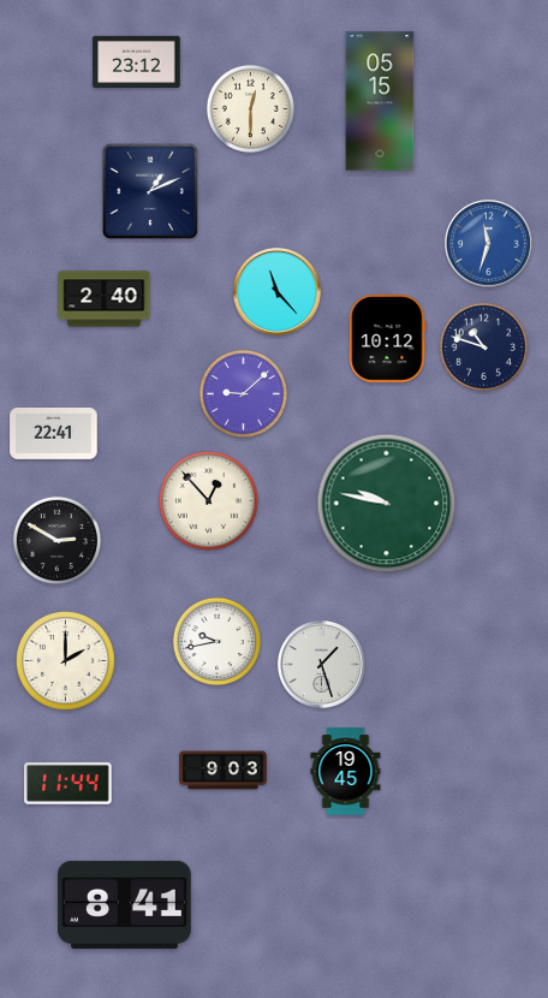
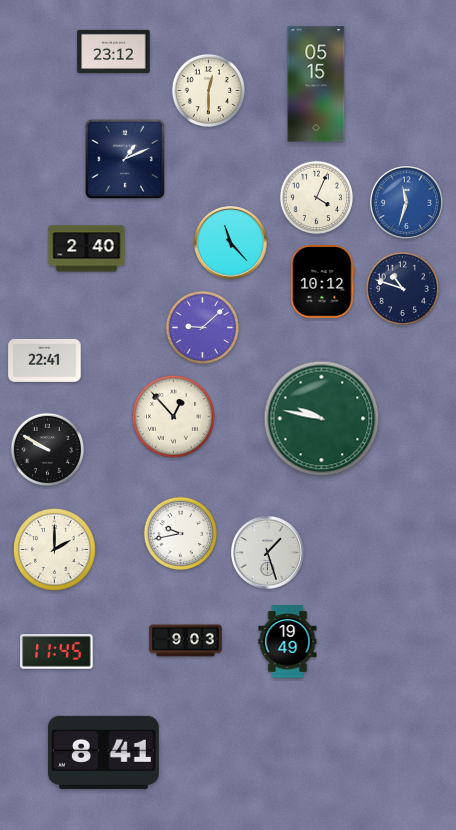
clock at (316, 197): none -> 4:04
clock at (56, 540): 2:50 -> 9:50
clock at (346, 772): 19:45 -> 19:49
clock at (68, 784): 11:44 -> 11:45
